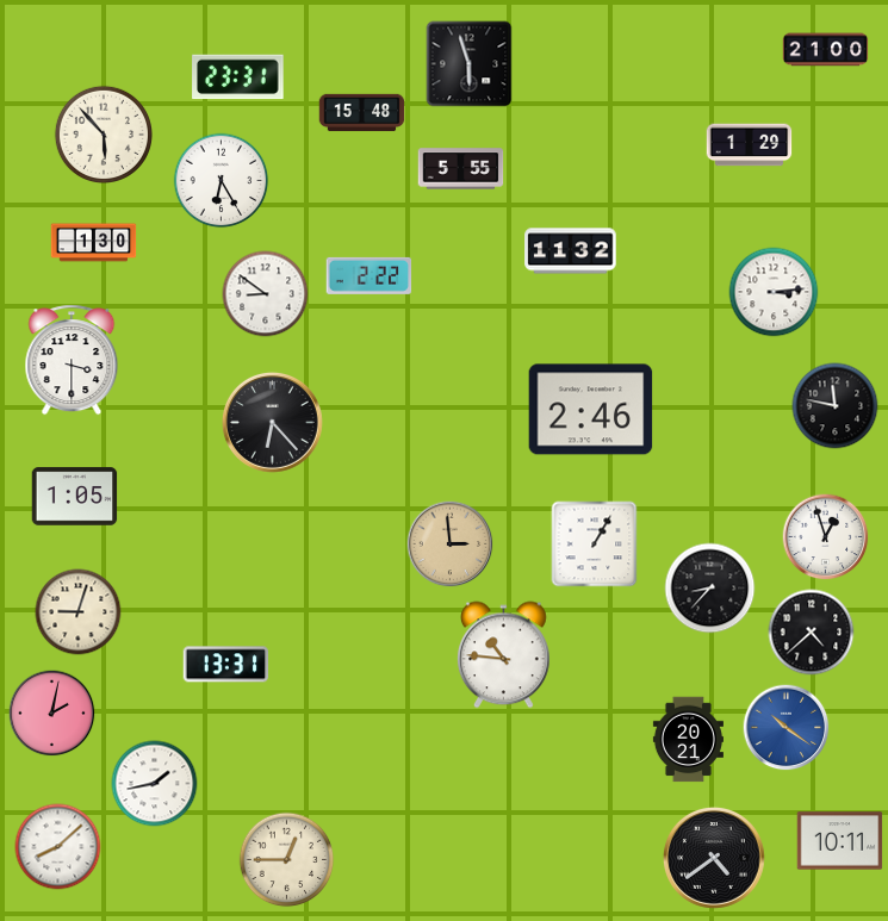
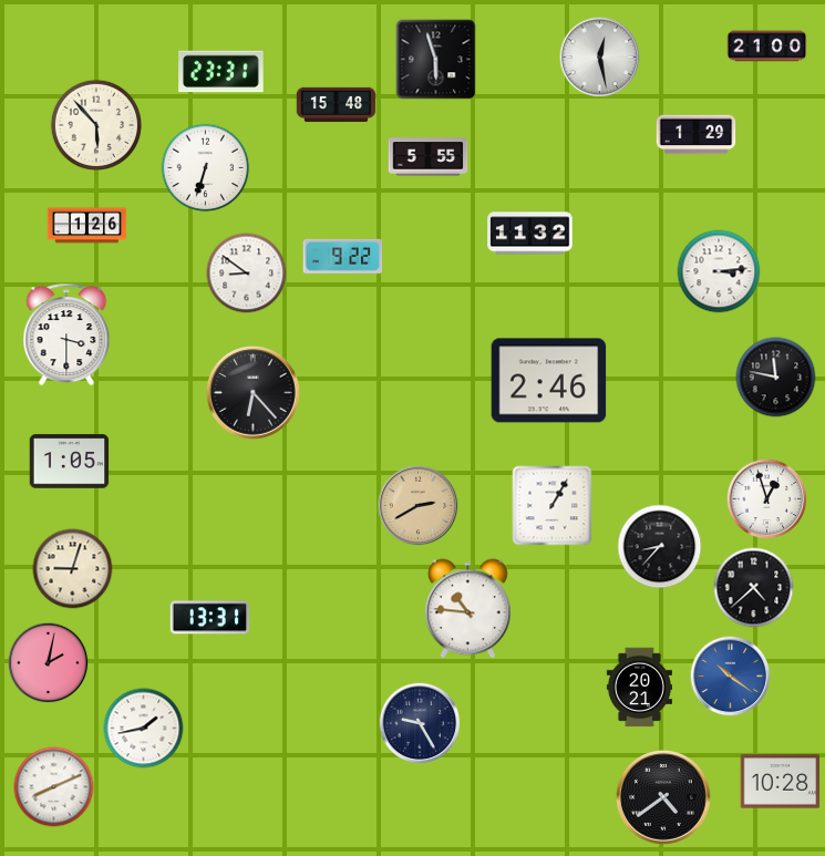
clock at (600, 58): none -> 12:28
clock at (222, 181): 6:25 -> 6:33
clock at (94, 243): 1:30 -> 1:26
clock at (370, 275): 2:22 -> 9:22
clock at (451, 544): 2:59 -> 2:40
clock at (420, 723): none -> 9:25
clock at (840, 841): 10:11 -> 10:28
clock at (58, 847): 8:08 -> 8:11
clock at (287, 860): 12:45 -> none
